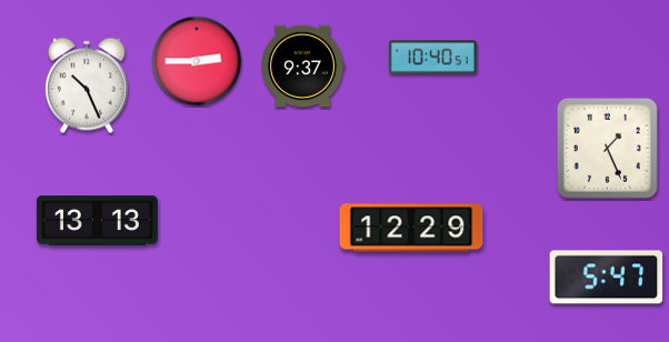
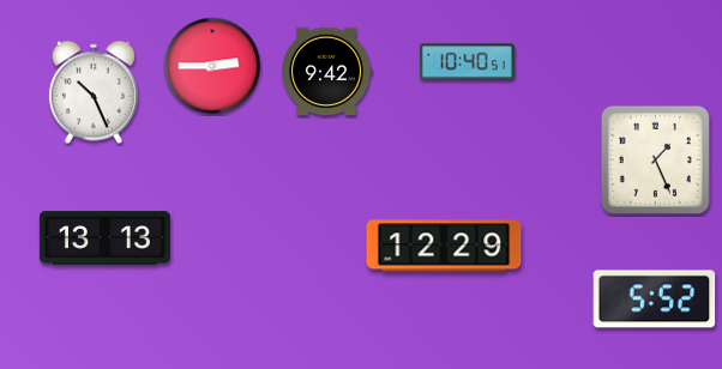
clock at (303, 67): 9:37 -> 9:42
clock at (607, 278): 5:47 -> 5:52
